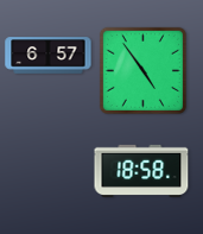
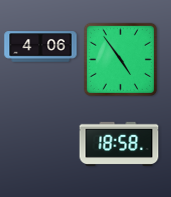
clock at (49, 56): 6:57 -> 4:06
